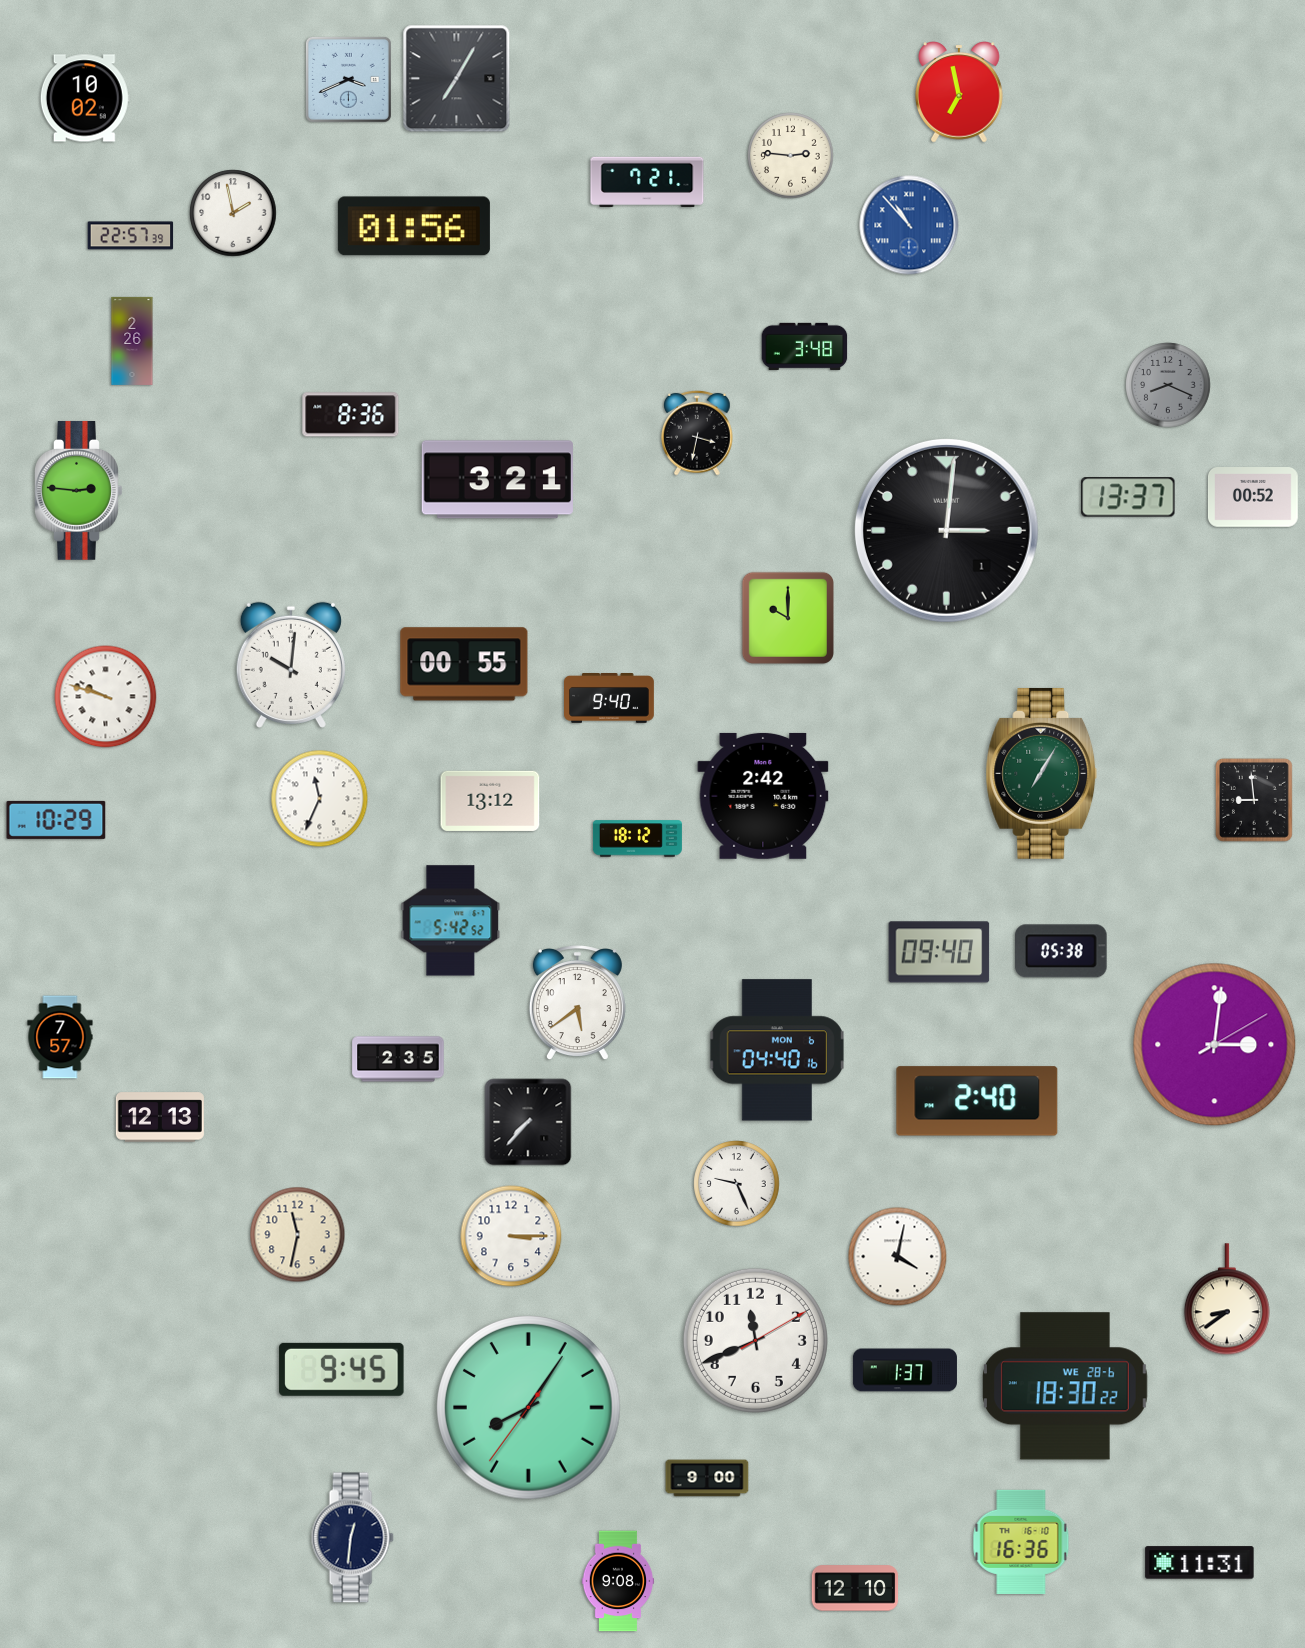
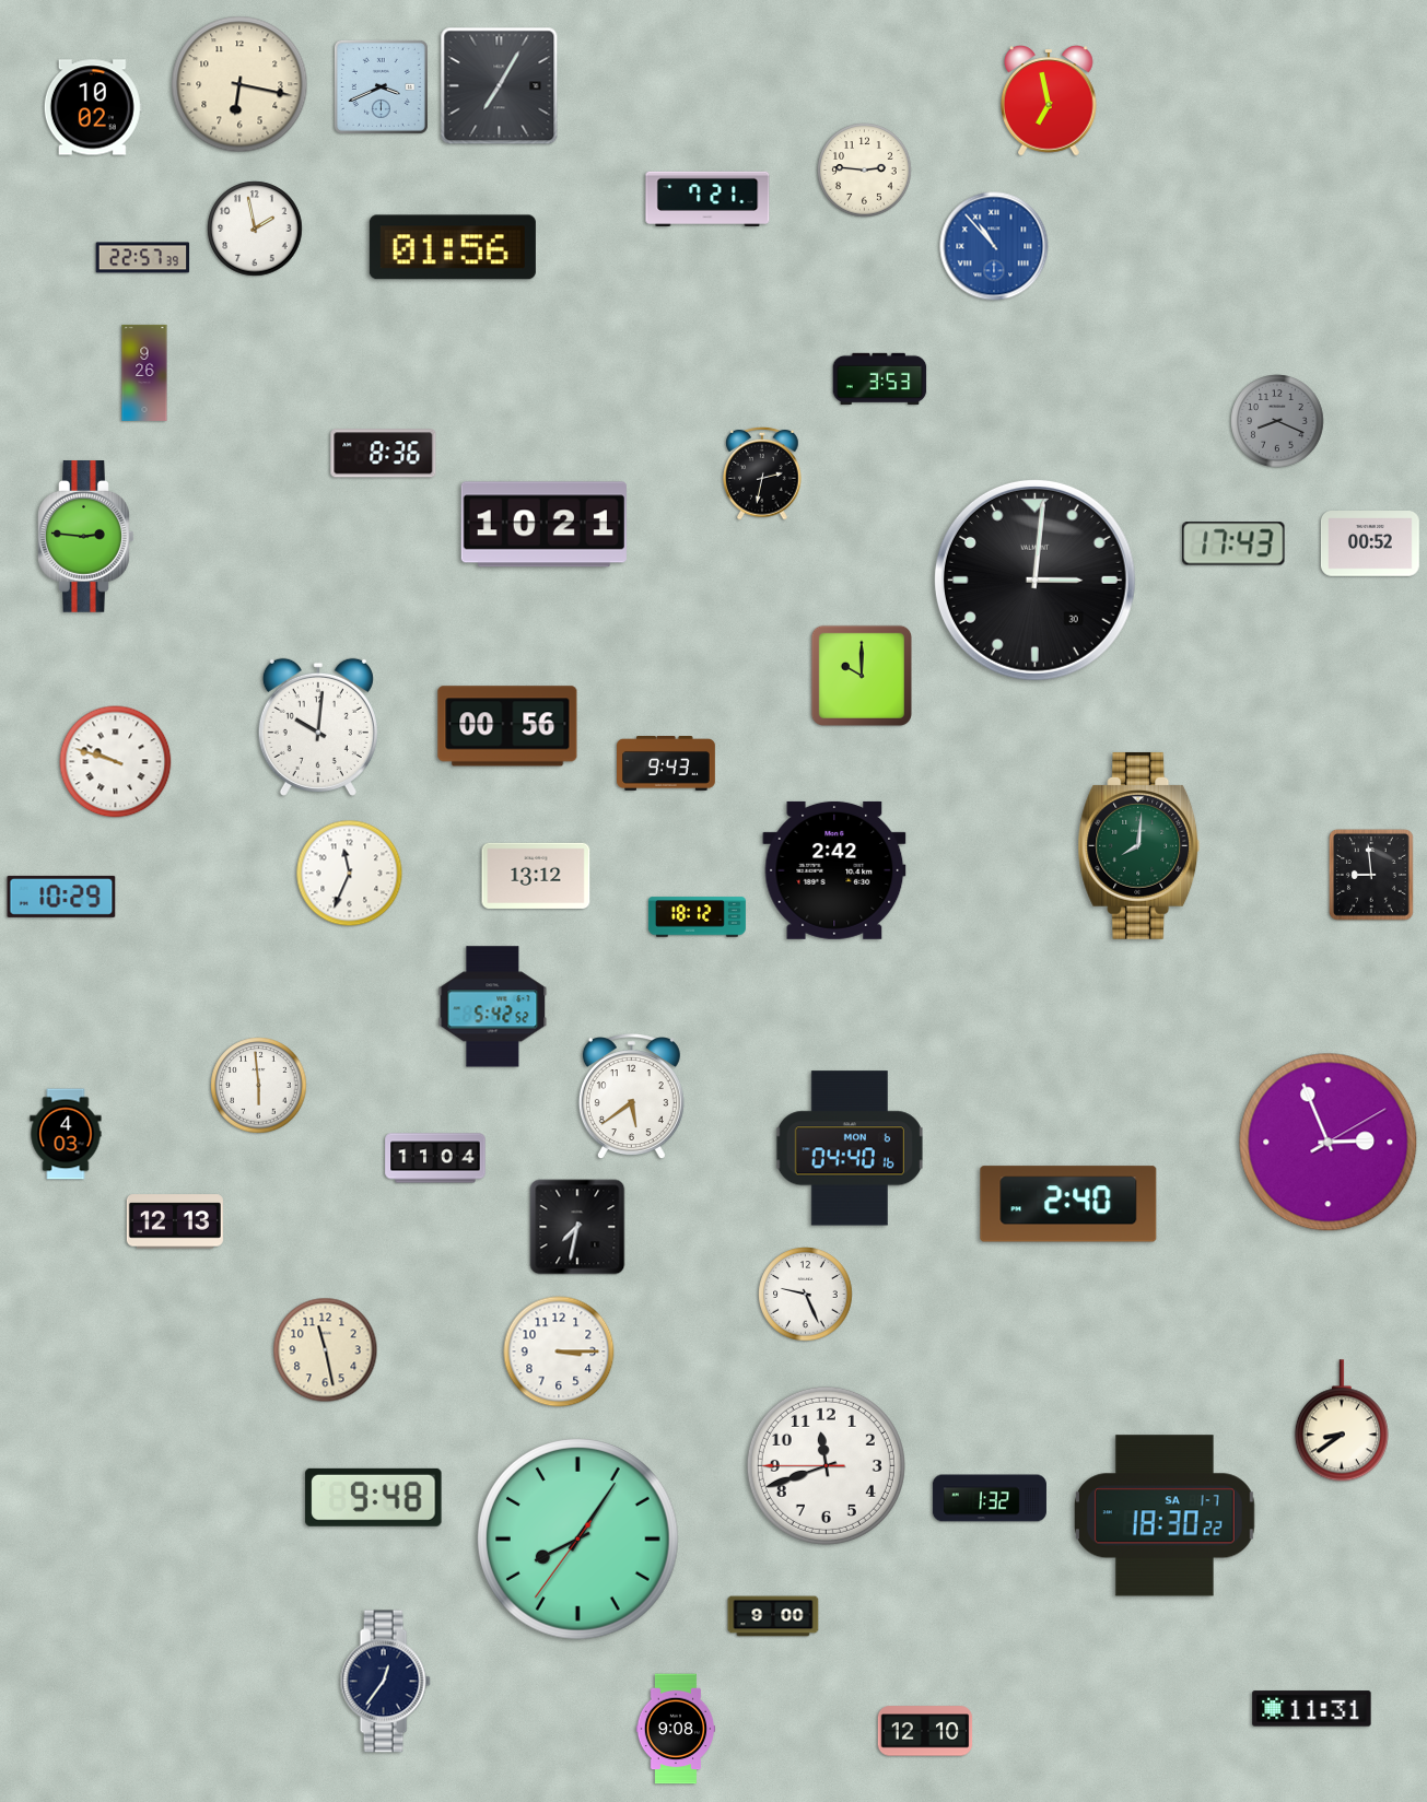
clock at (239, 84): none -> 6:17
clock at (233, 213) position: (233, 213) -> (255, 229)
clock at (132, 341): 2:26 -> 9:26
clock at (805, 346): 3:48 -> 3:53
clock at (697, 433): 3:32 -> 2:32
clock at (497, 480): 3:21 -> 10:21
clock at (1128, 497): 13:37 -> 17:43
clock at (946, 530) date: 1 -> 30
clock at (464, 664): 00:55 -> 00:56
clock at (610, 699): 9:40 -> 9:43
clock at (1042, 773): 7:05 -> 8:01
clock at (1061, 951): 05:38 -> none
clock at (939, 952): 09:40 -> none
clock at (259, 1086): none -> 5:59
clock at (60, 1037): 7:57 -> 4:03
clock at (1215, 1045): 3:01 -> 2:56
clock at (398, 1059): 2:35 -> 11:04
clock at (528, 1122): 7:37 -> 7:32
clock at (298, 1235): 11:32 -> 11:28
clock at (898, 1257): 4:02 -> none
clock at (755, 1340): 11:41:10 -> 11:41:45
clock at (342, 1369): 9:45 -> 9:48
clock at (905, 1370): 1:37 -> 1:32
clock at (1065, 1386) date: WE 28-6 -> SA 1-7
clock at (352, 1538): 12:31 -> 12:36
clock at (1021, 1542): 16:36 -> none
clock at (855, 1588) position: (855, 1588) -> (925, 1731)
